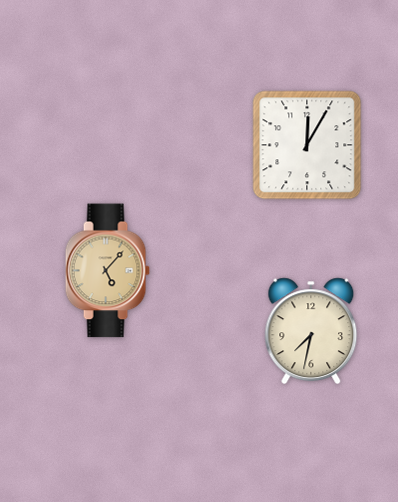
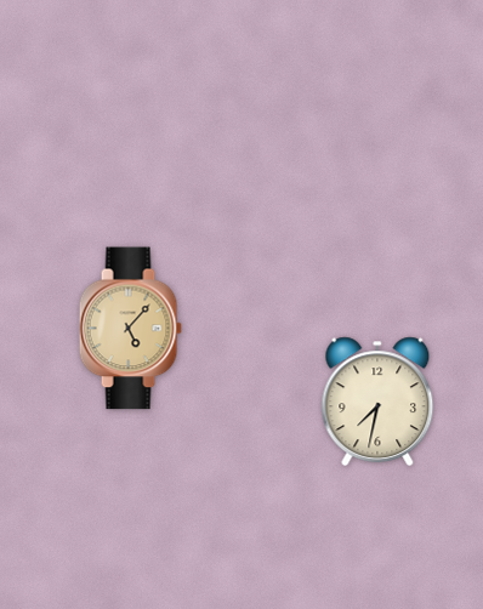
clock at (307, 145): 12:05 -> none
